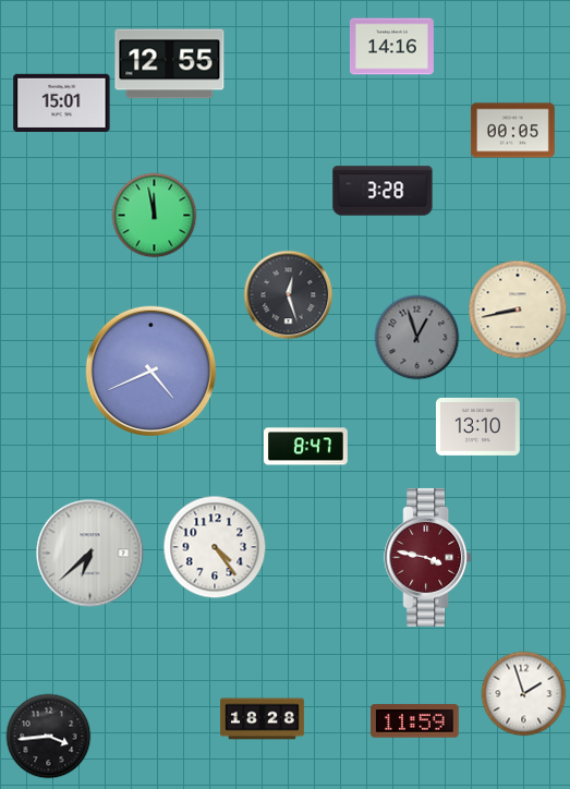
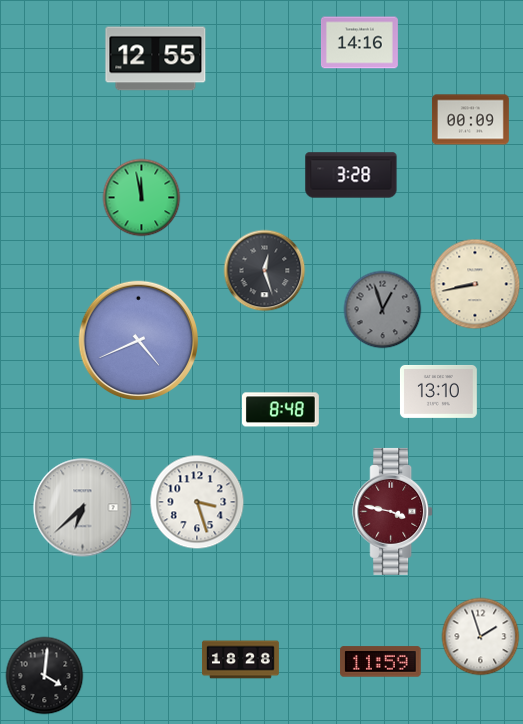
clock at (62, 102): 15:01 -> none
clock at (512, 131): 00:05 -> 00:09
clock at (305, 447): 8:47 -> 8:48
clock at (215, 547): 4:24 -> 3:27
clock at (48, 736): 3:44 -> 4:01
